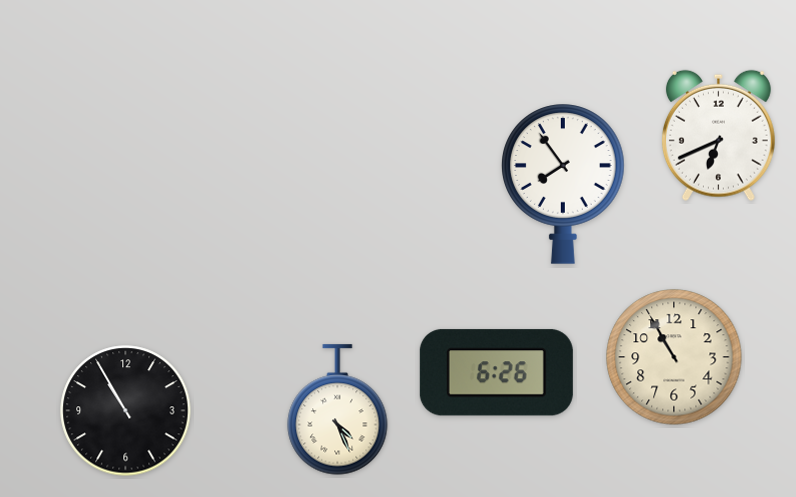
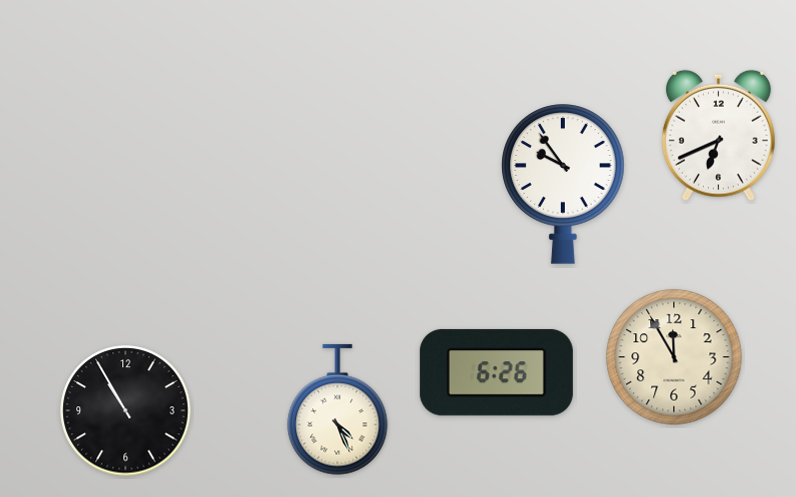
clock at (564, 184): 7:54 -> 9:54
clock at (674, 357): 10:55 -> 11:55
